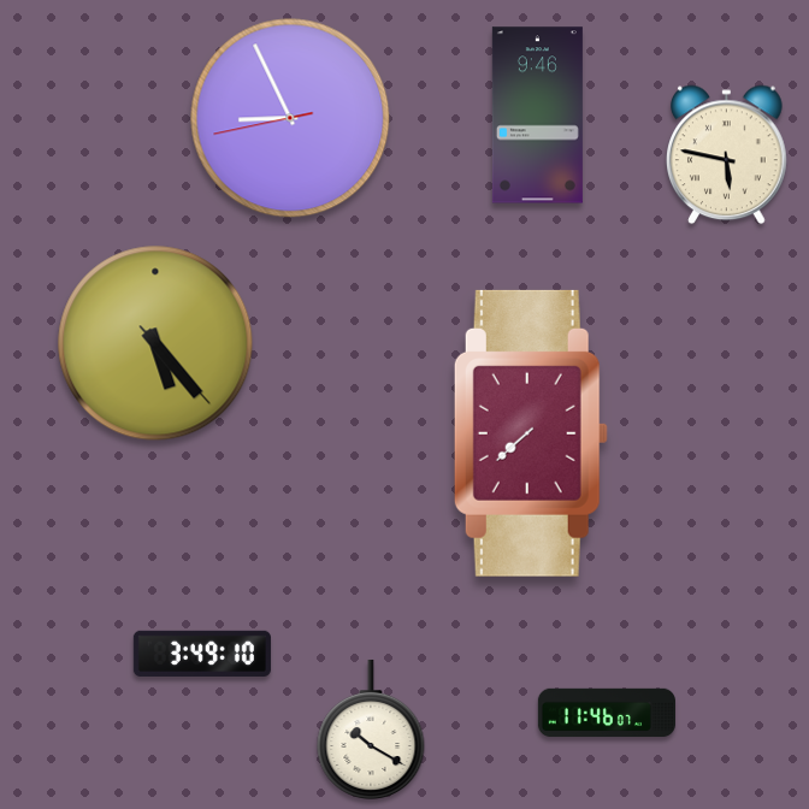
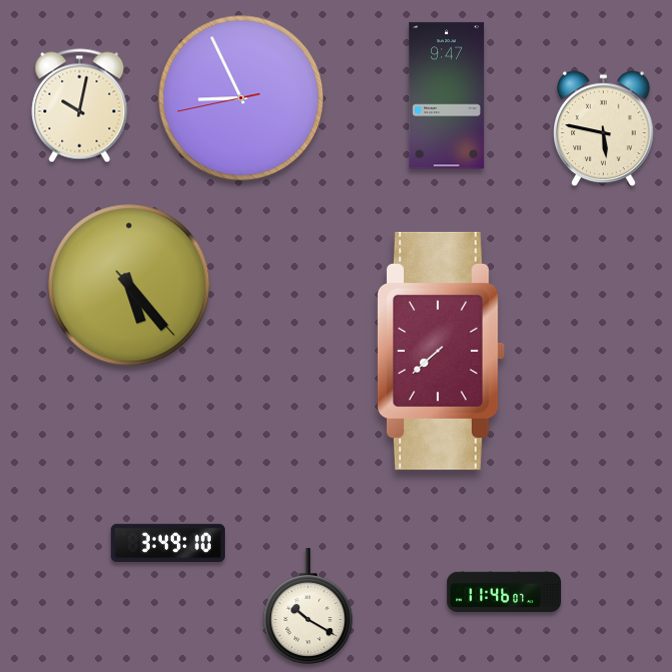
clock at (537, 116): 9:46 -> 9:47
clock at (80, 106): none -> 10:02
clock at (531, 433) position: (531, 433) -> (441, 351)
